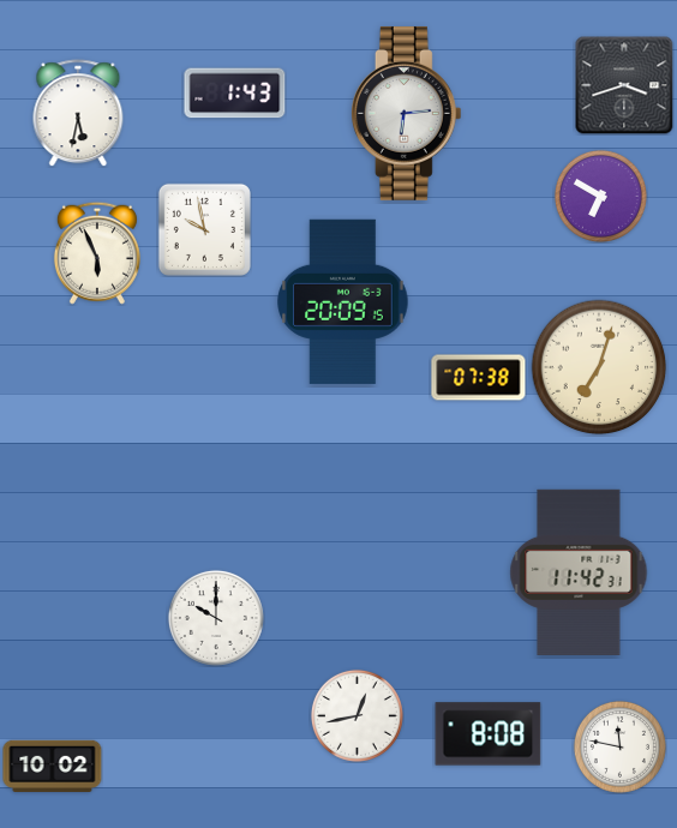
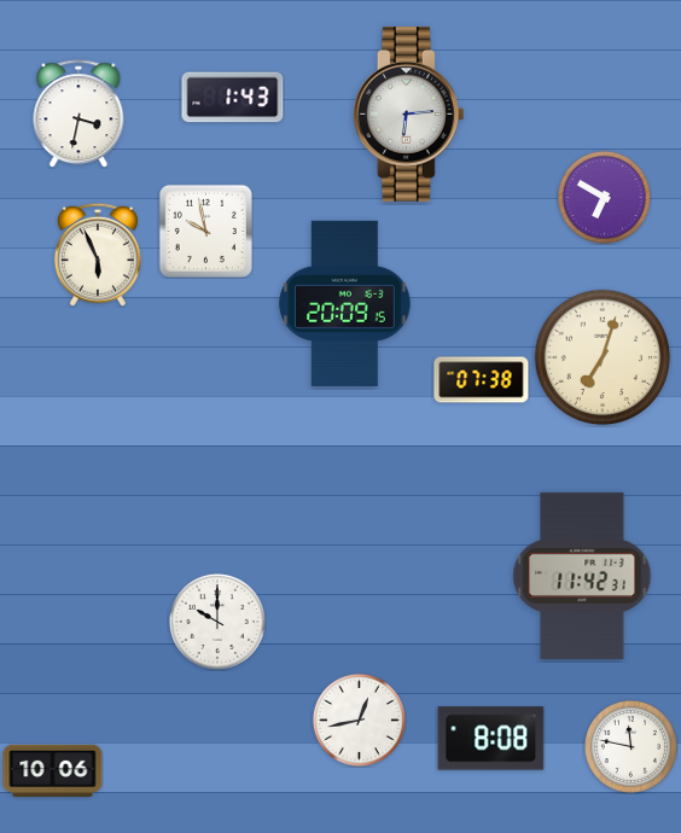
clock at (624, 85): 3:42 -> none
clock at (235, 94) position: (235, 94) -> (233, 98)
clock at (78, 113): 5:32 -> 3:32
clock at (599, 367) position: (599, 367) -> (603, 357)
clock at (619, 746) position: (619, 746) -> (630, 746)
clock at (53, 766): 10:02 -> 10:06
